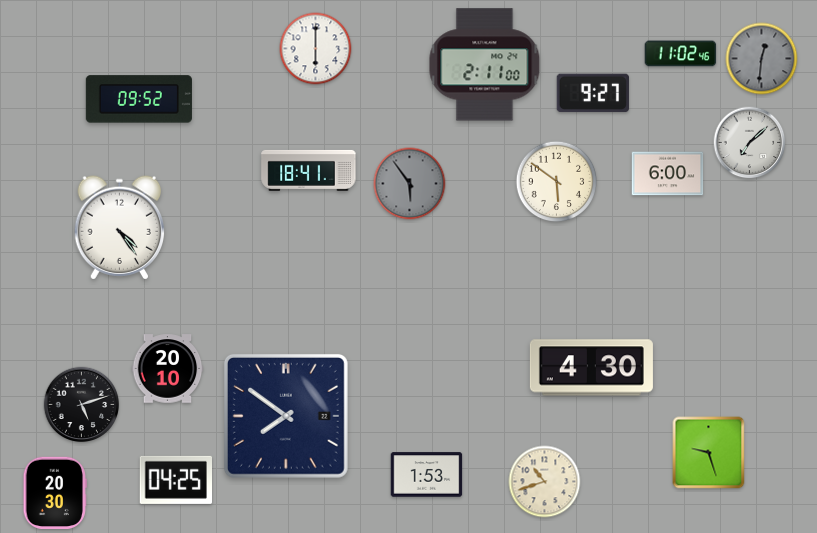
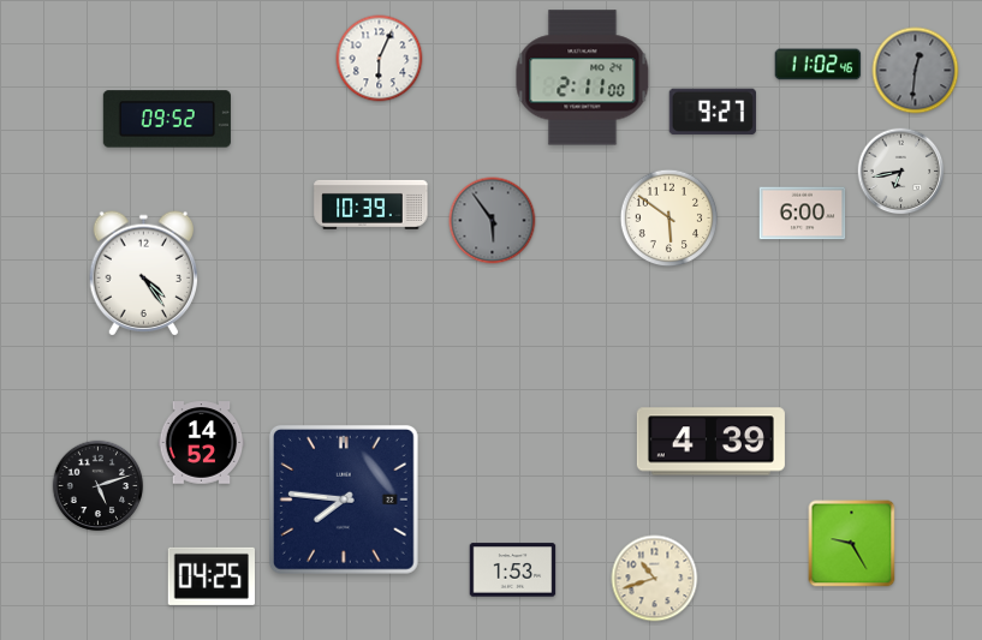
clock at (316, 49): 6:00 -> 6:04
clock at (750, 143): 7:08 -> 6:43
clock at (309, 170): 18:41 -> 10:39
clock at (668, 174) position: (668, 174) -> (803, 214)
clock at (591, 368): 4:30 -> 4:39
clock at (168, 369): 20:10 -> 14:52
clock at (286, 416): 7:51 -> 7:46
clock at (709, 453): 9:27 -> 9:25
clock at (55, 492): 20:30 -> none
